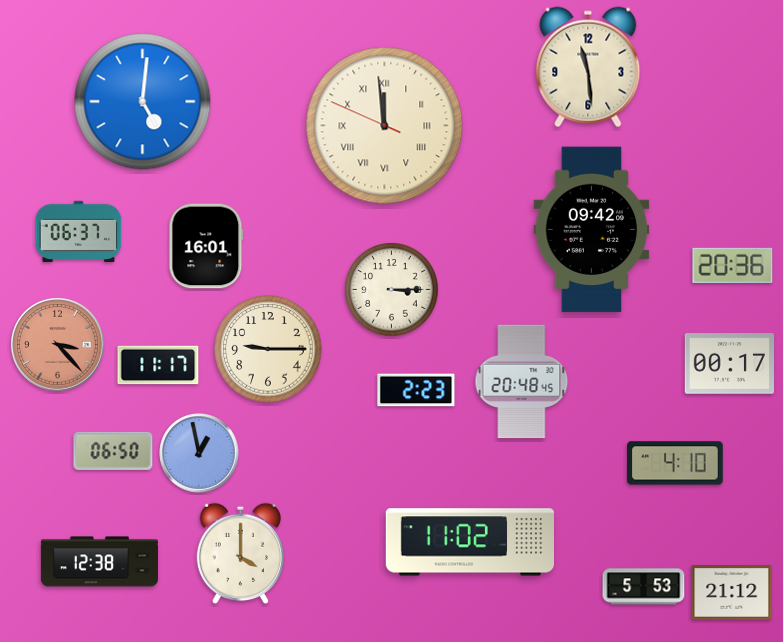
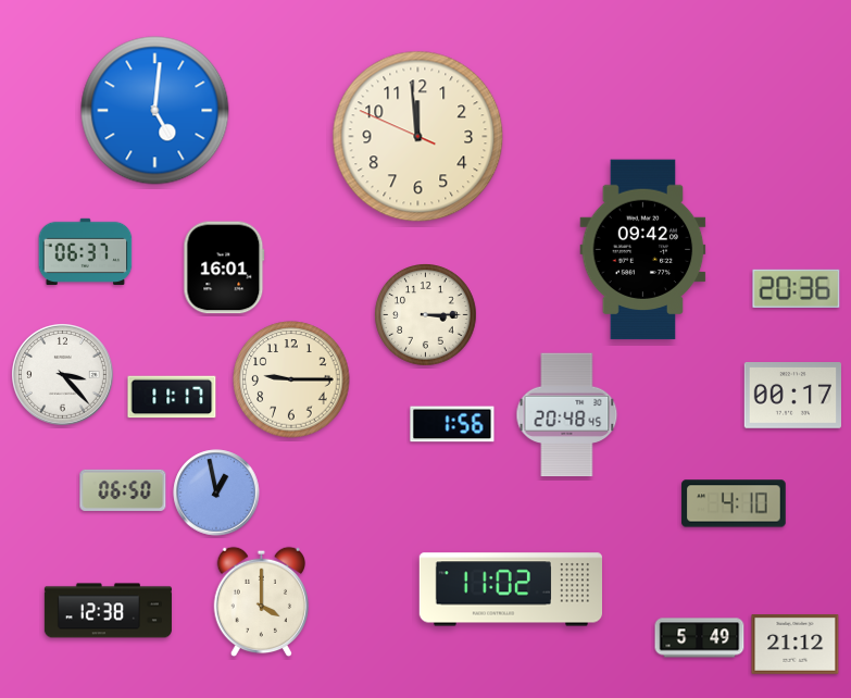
clock at (588, 67): 11:29 -> none
clock at (385, 126) numerals: Roman -> Arabic
clock at (58, 345) dial: salmon -> white
clock at (416, 390): 2:23 -> 1:56
clock at (644, 587): 5:53 -> 5:49
